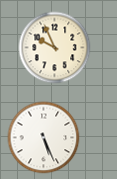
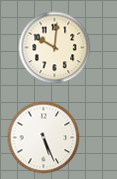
clock at (55, 48): 9:56 -> 10:01
